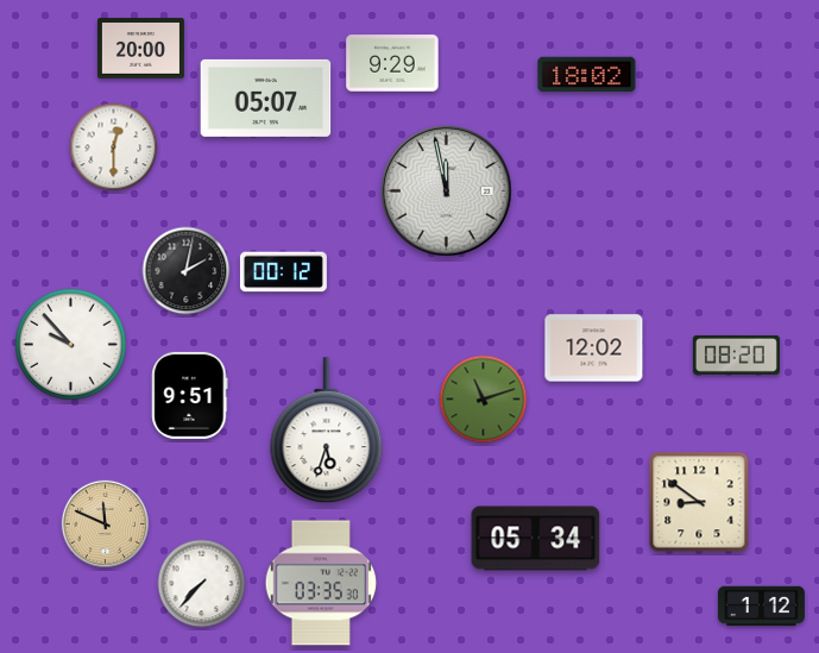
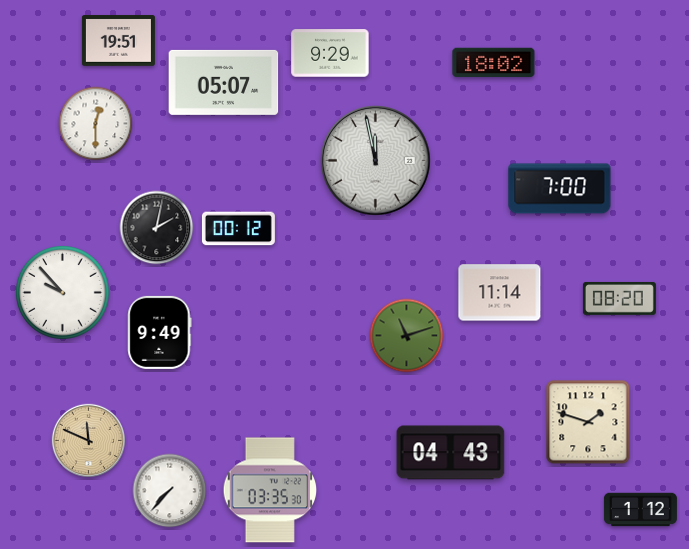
clock at (140, 49): 20:00 -> 19:51
clock at (560, 189): none -> 7:00
clock at (71, 345) position: (71, 345) -> (63, 293)
clock at (594, 349): 12:02 -> 11:14
clock at (190, 395): 9:51 -> 9:49
clock at (327, 431): 5:33 -> none
clock at (699, 502): 8:51 -> 1:48
clock at (536, 539): 05:34 -> 04:43
